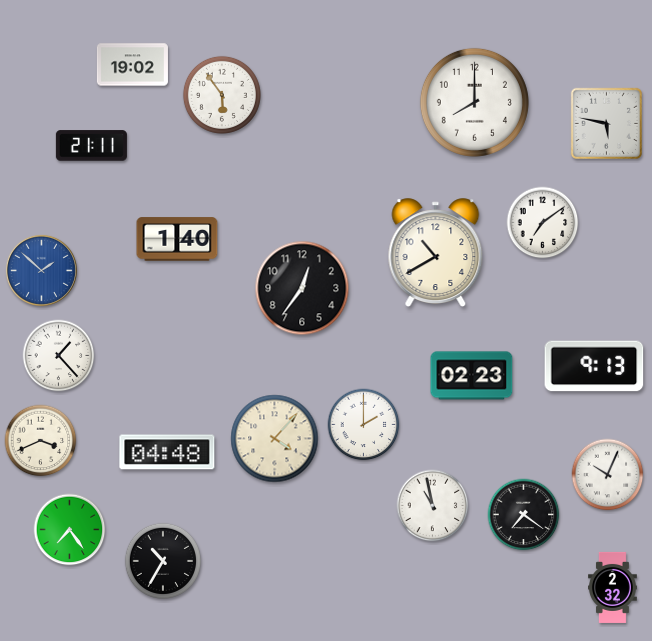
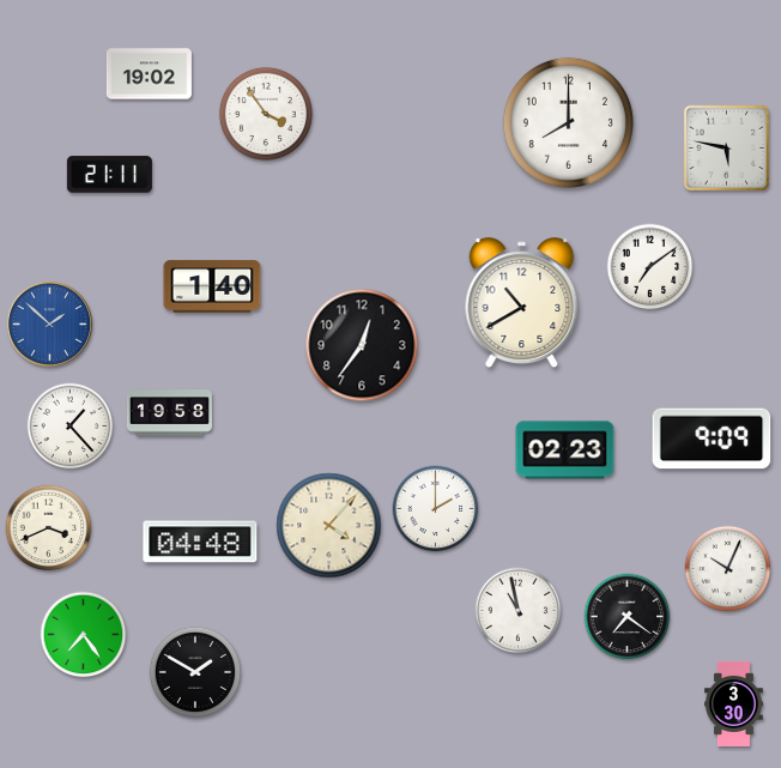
clock at (132, 65) position: (132, 65) -> (149, 74)
clock at (222, 95): 5:54 -> 3:54
clock at (169, 413): none -> 19:58
clock at (594, 366): 9:13 -> 9:09
clock at (433, 506) position: (433, 506) -> (519, 611)
clock at (162, 560): 10:35 -> 1:50
clock at (613, 587): 2:32 -> 3:30
